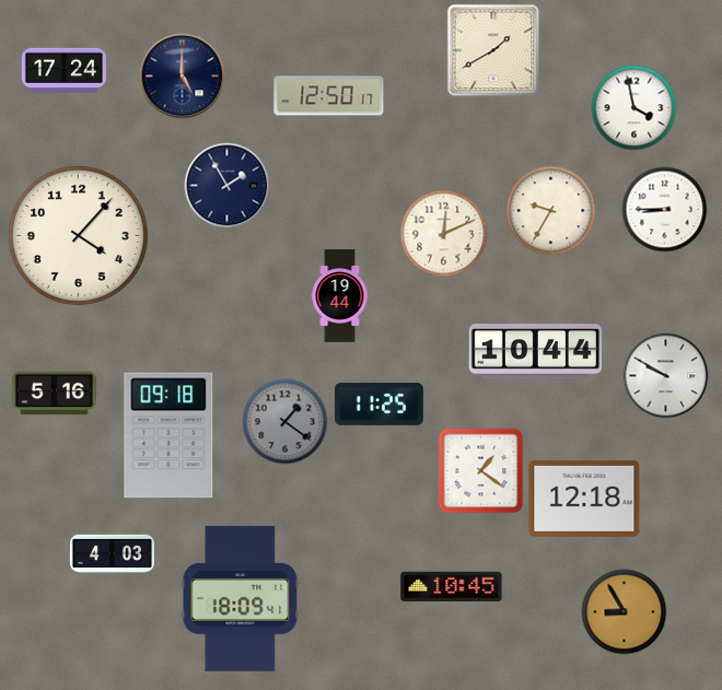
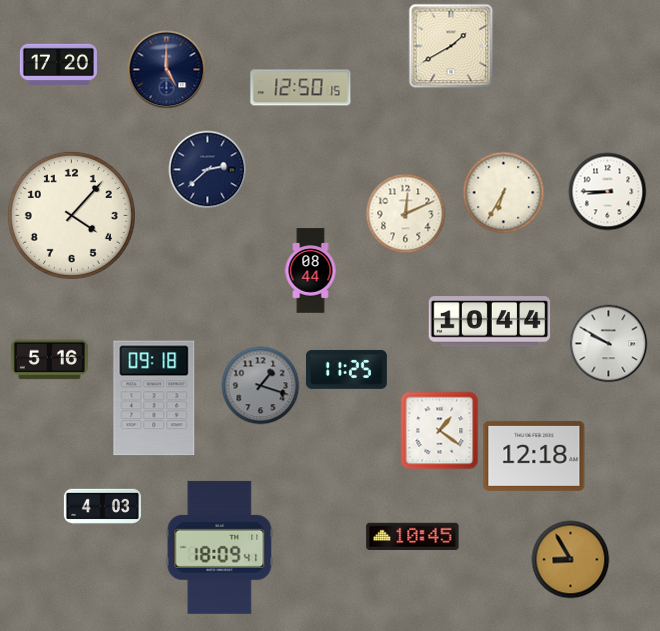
clock at (63, 70): 17:24 -> 17:20
clock at (329, 96): 12:50:17 -> 12:50:15
clock at (633, 107): 3:58 -> none
clock at (226, 185): 1:55 -> 2:38
clock at (550, 210): 9:35 -> 6:35
clock at (340, 296): 19:44 -> 08:44
clock at (284, 421): 1:21 -> 1:18
